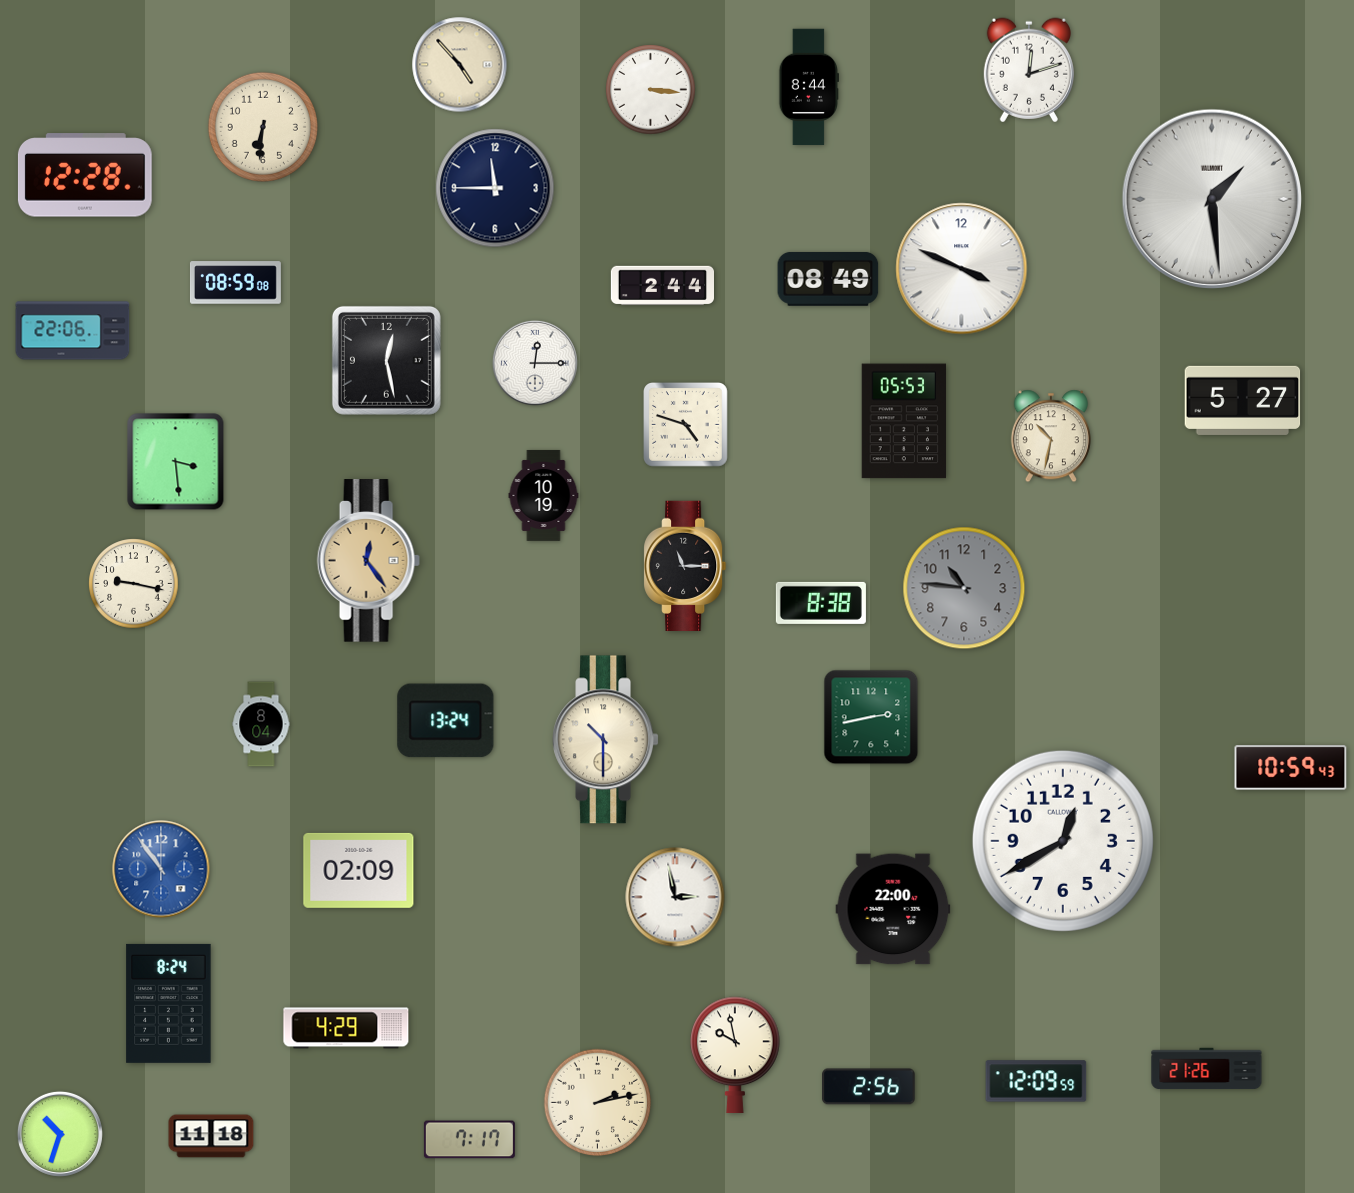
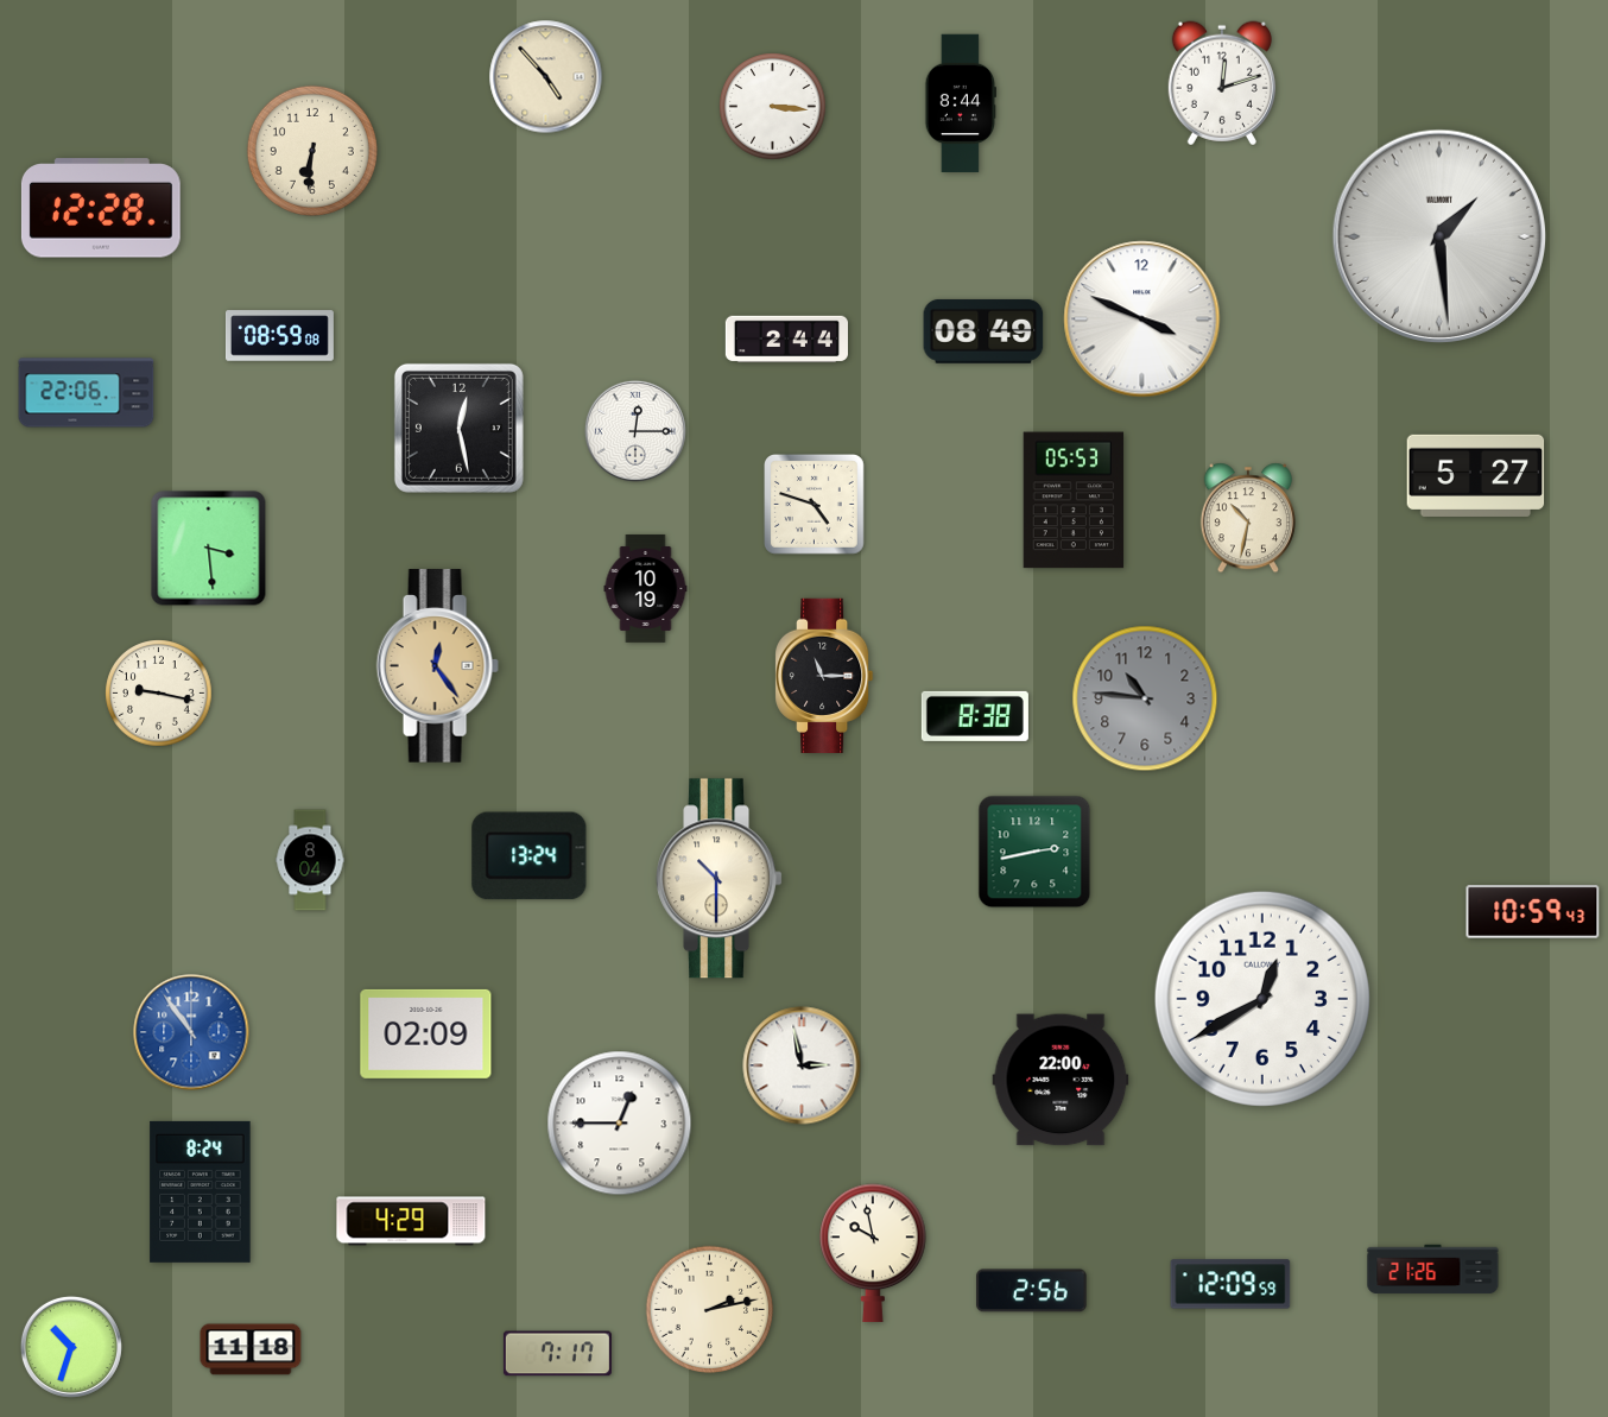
clock at (495, 188): 11:45 -> none
clock at (686, 565) position: (686, 565) -> (825, 675)
clock at (620, 1124): none -> 12:45
